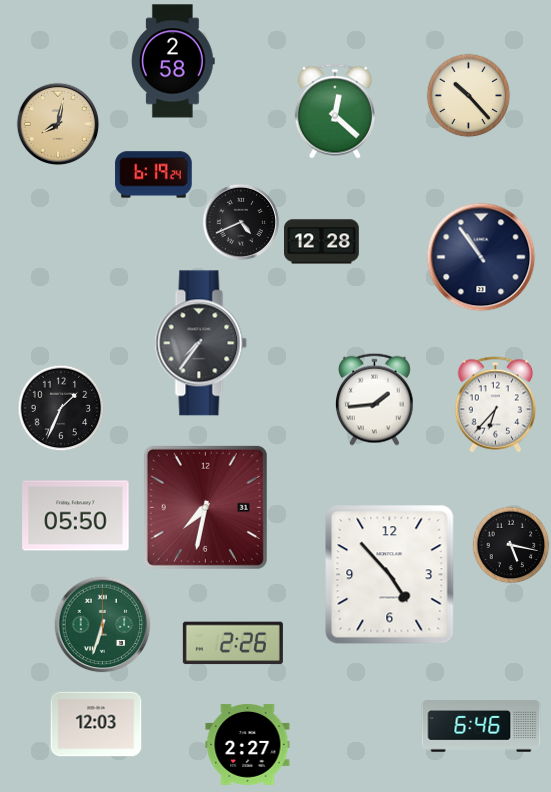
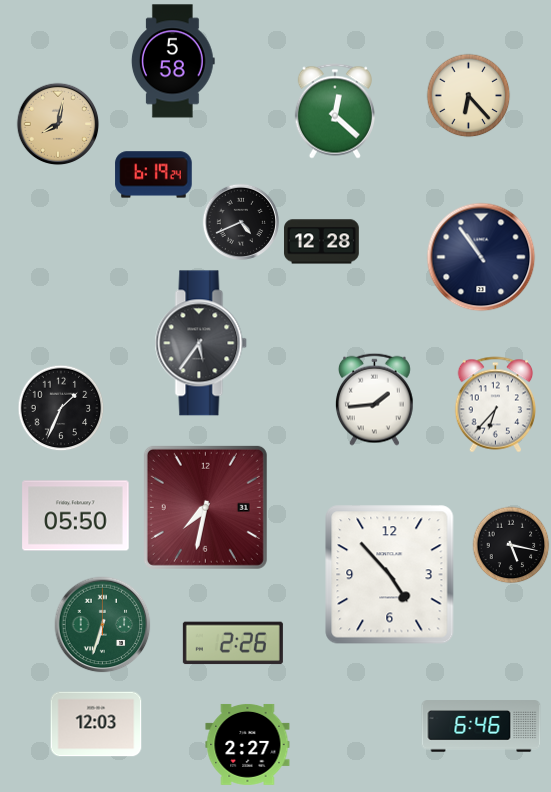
clock at (173, 61): 2:58 -> 5:58
clock at (469, 96): 10:23 -> 6:23
clock at (201, 343): 7:36 -> 5:36
